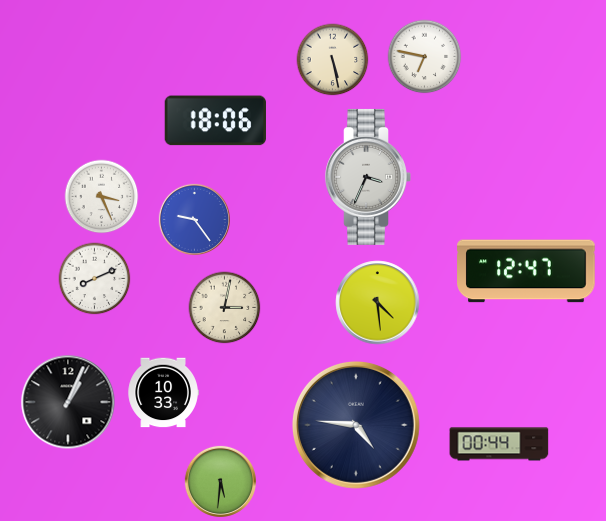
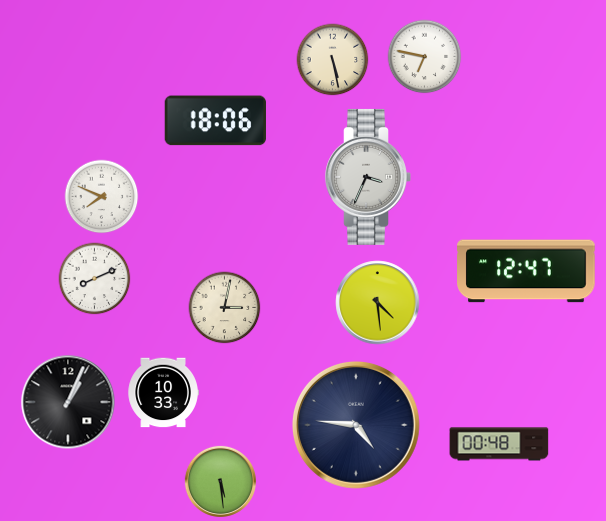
clock at (102, 197): 3:26 -> 7:49
clock at (194, 219): 9:24 -> none
clock at (499, 444): 00:44 -> 00:48
clock at (220, 481): 5:31 -> 5:29
